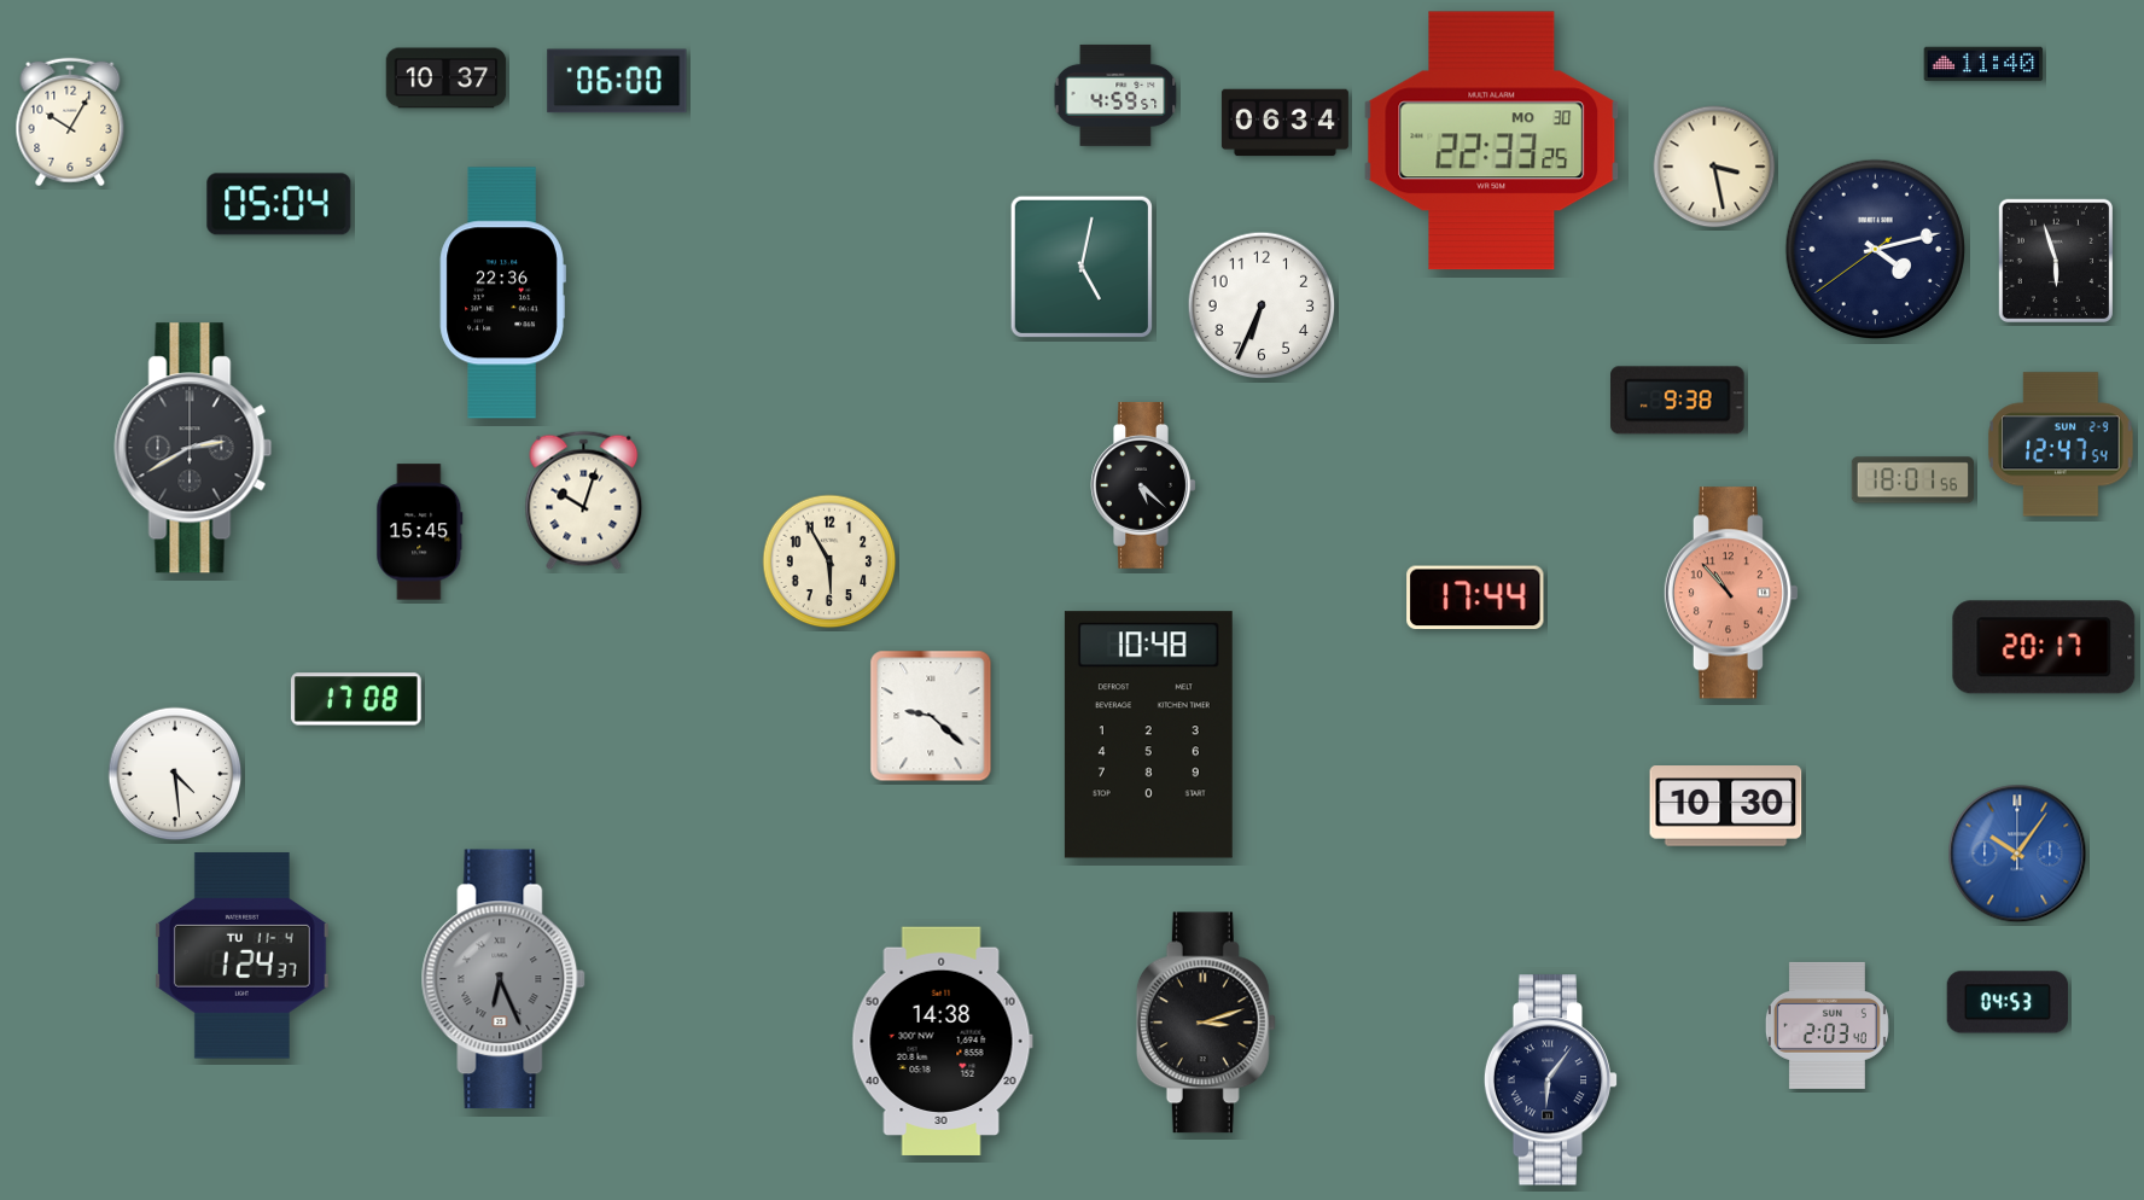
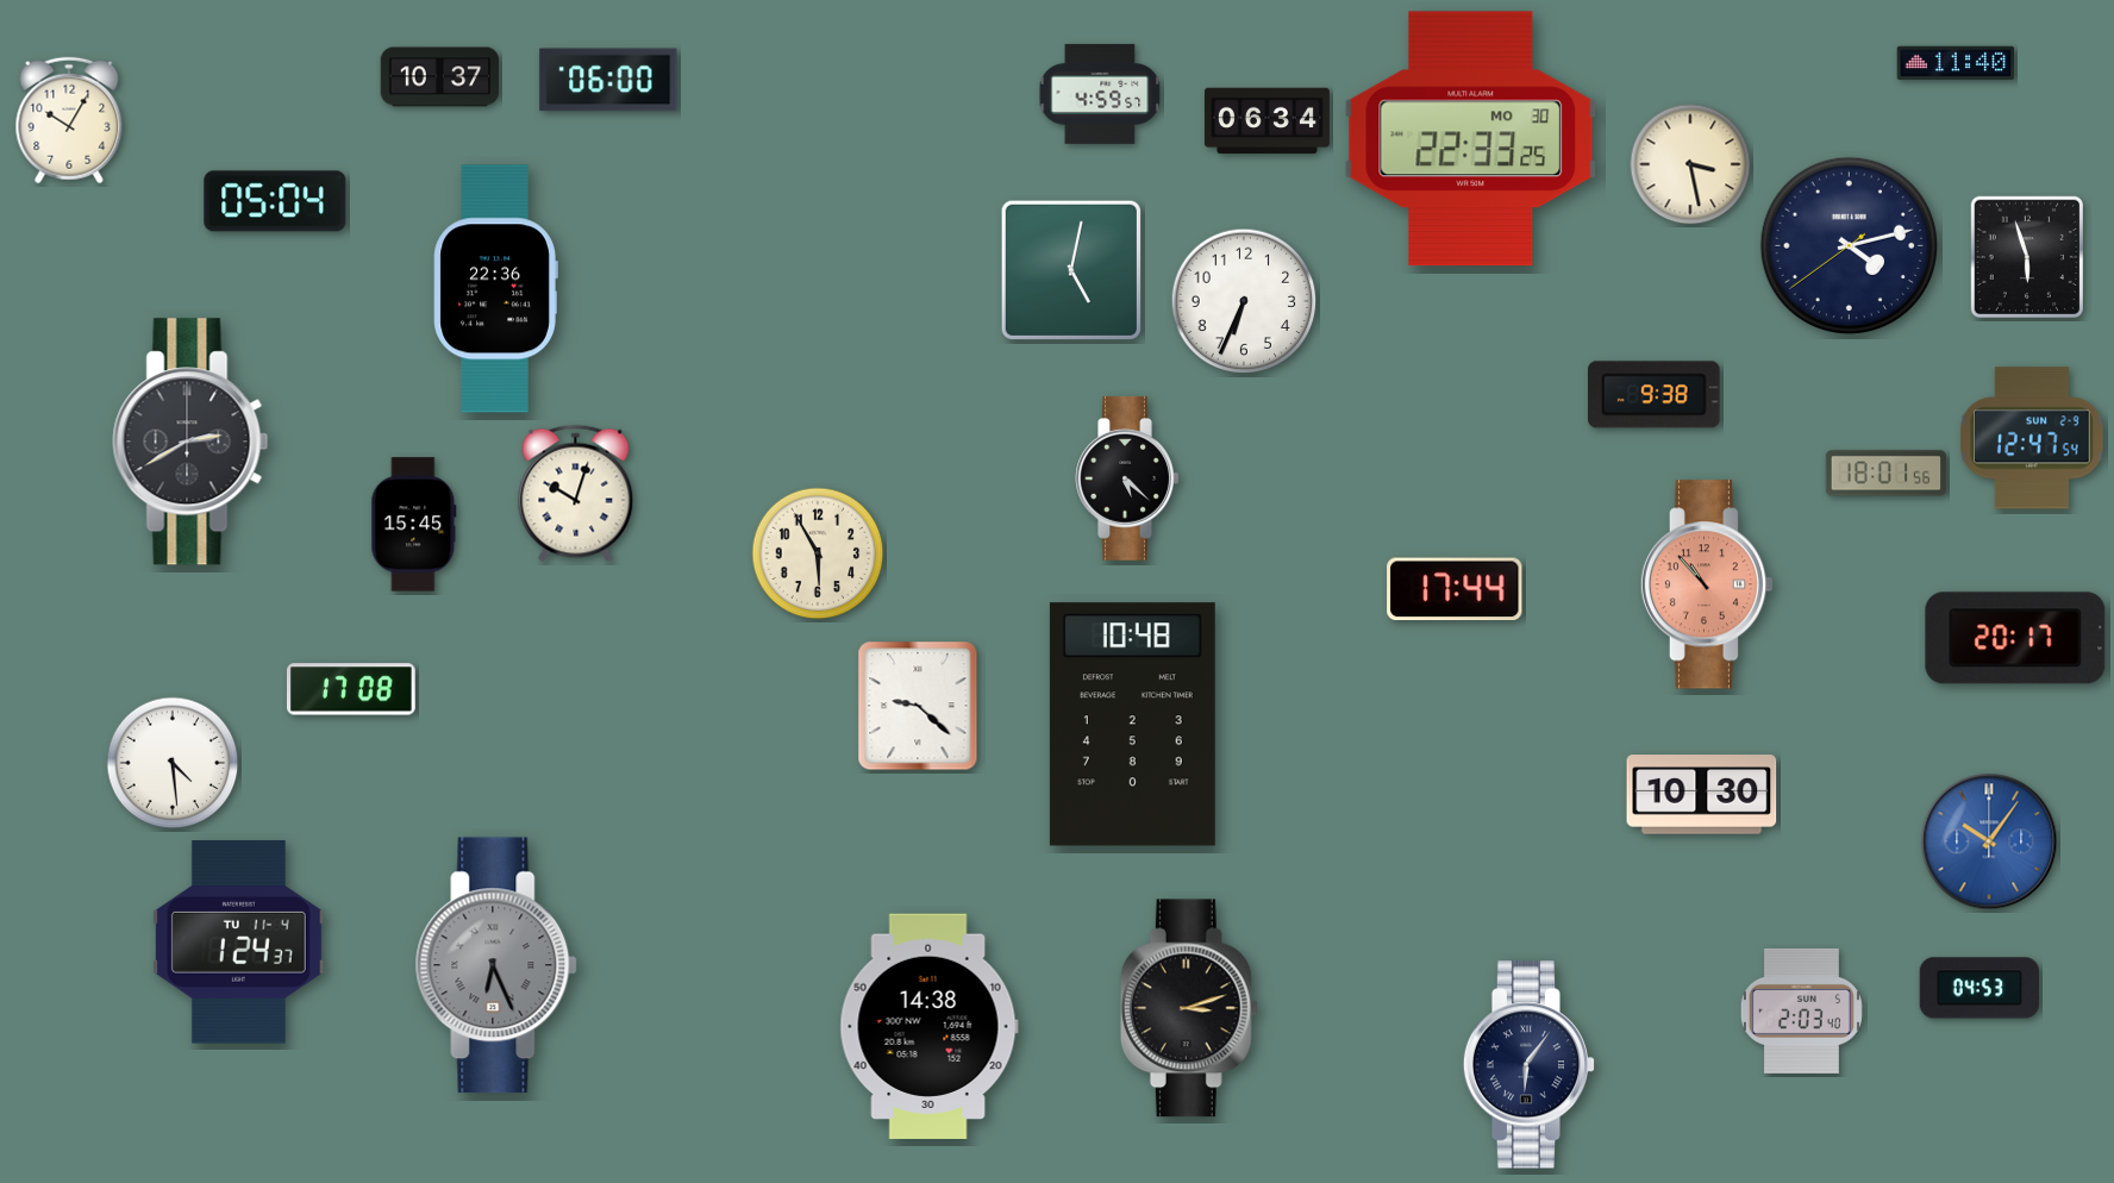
clock at (1082, 267) position: (1082, 267) -> (1071, 270)
